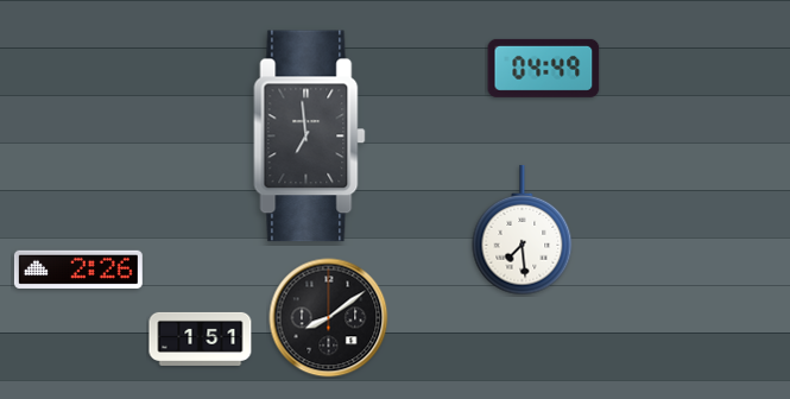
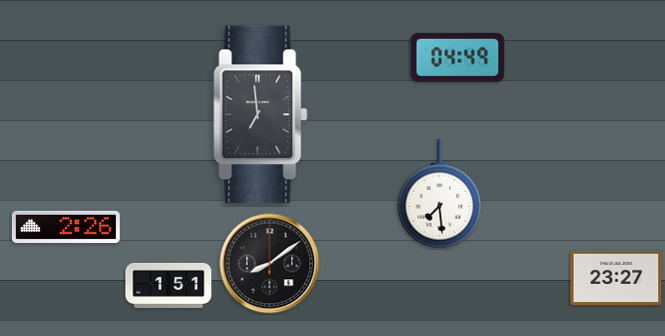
clock at (329, 318) position: (329, 318) -> (270, 264)
clock at (616, 278): none -> 23:27
